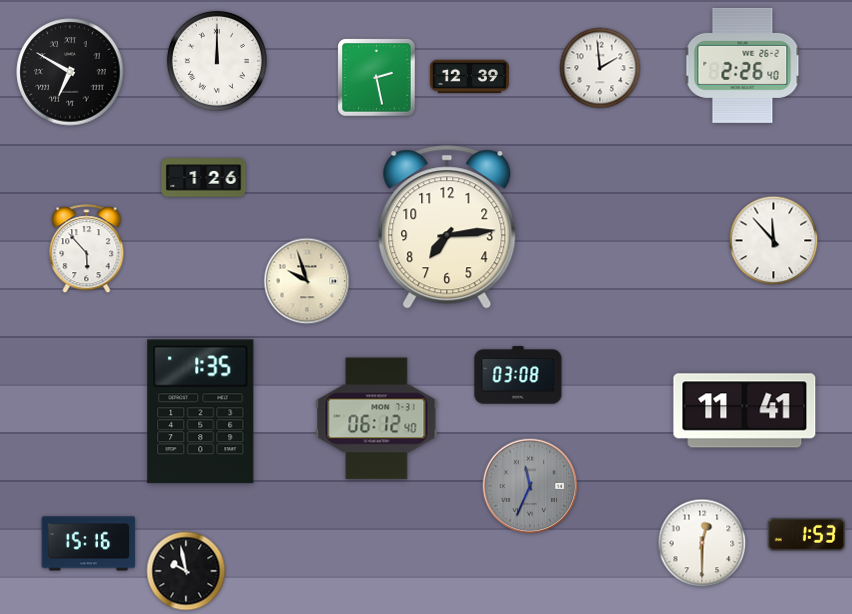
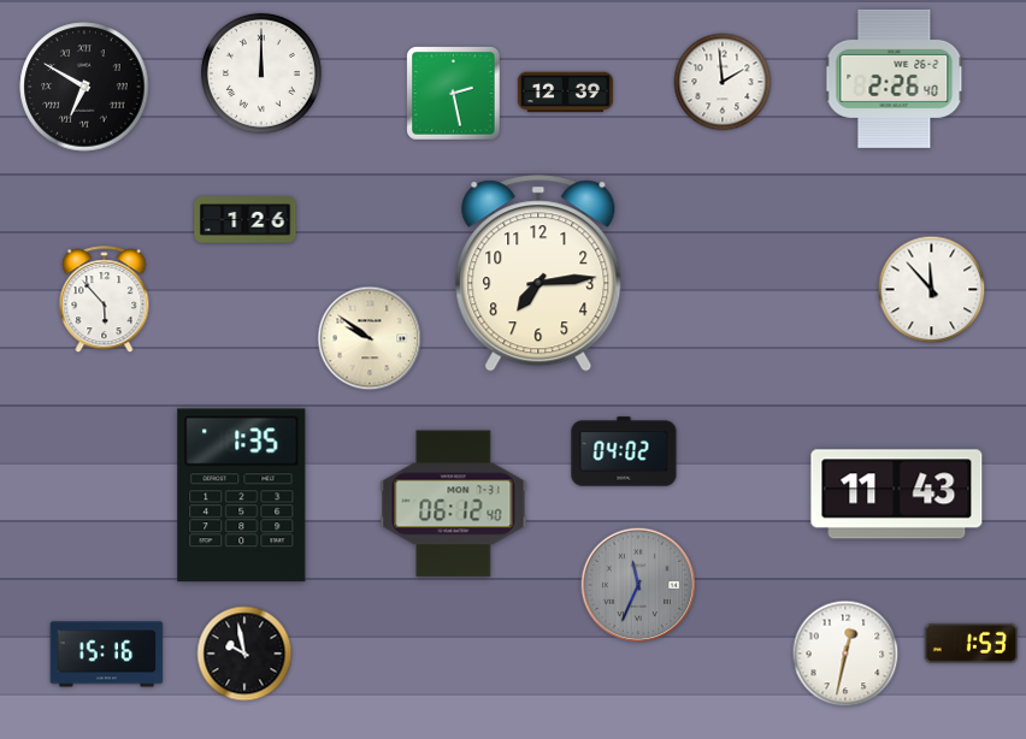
clock at (204, 178) position: (204, 178) -> (246, 220)
clock at (307, 281): 9:57 -> 9:51
clock at (518, 375): 03:08 -> 04:02
clock at (745, 411): 11:41 -> 11:43
clock at (702, 543): 12:30 -> 12:32
clock at (186, 571) position: (186, 571) -> (244, 654)
